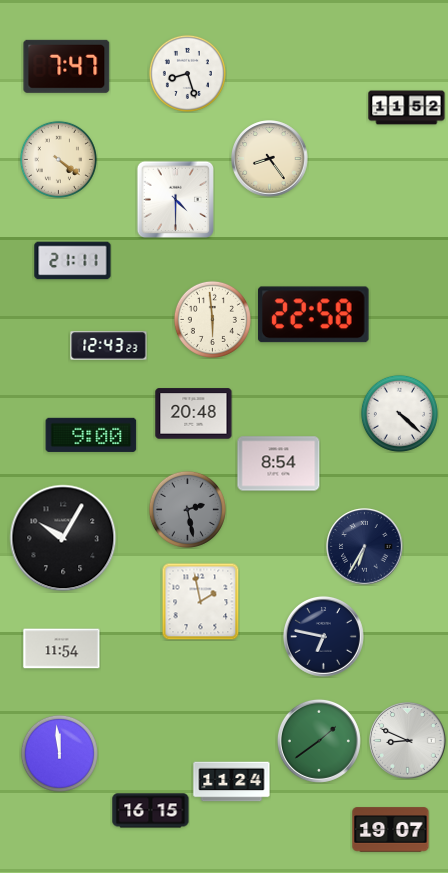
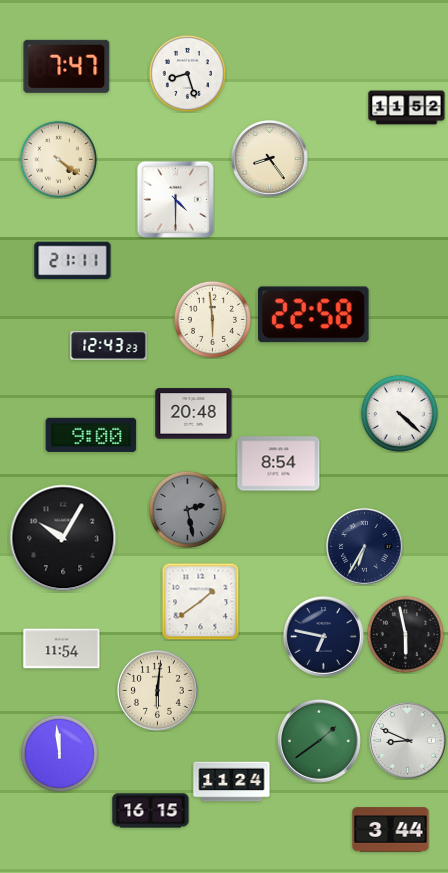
clock at (200, 601): 1:58 -> 1:39
clock at (405, 634): none -> 5:58
clock at (157, 690): none -> 6:01
clock at (391, 830): 19:07 -> 3:44
